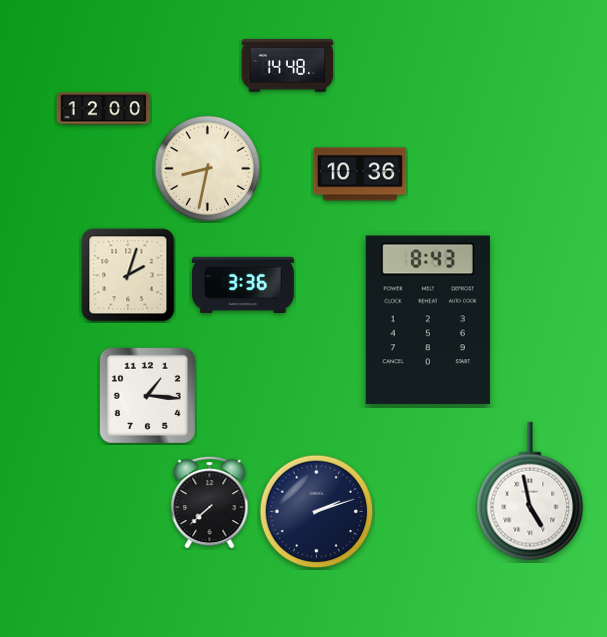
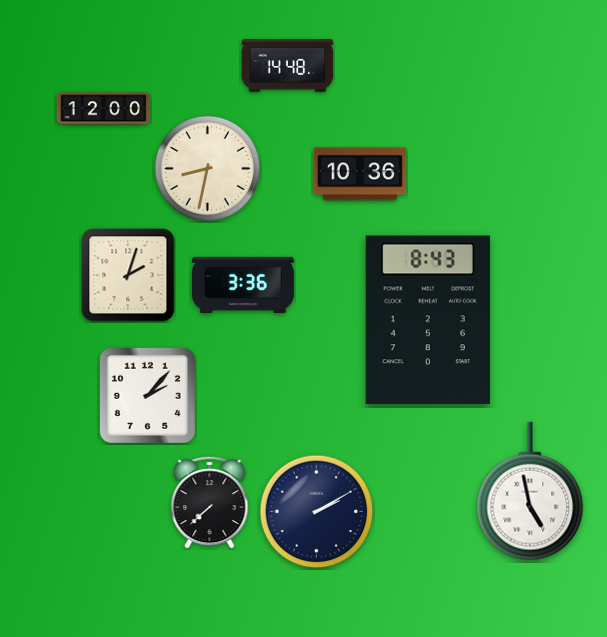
clock at (147, 395): 1:16 -> 2:07
clock at (317, 512): 2:12 -> 2:10
